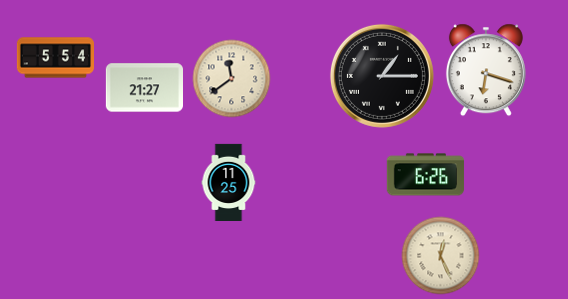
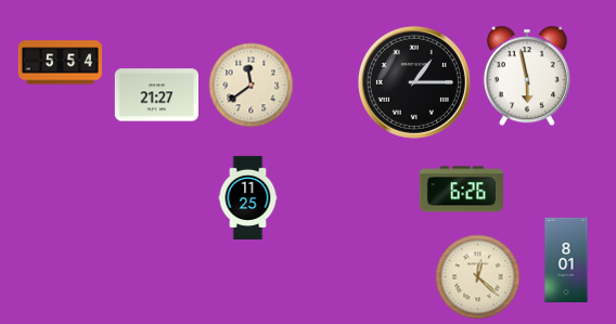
clock at (486, 70): 6:18 -> 5:58
clock at (566, 259): none -> 8:01
clock at (440, 255): 12:26 -> 12:22
